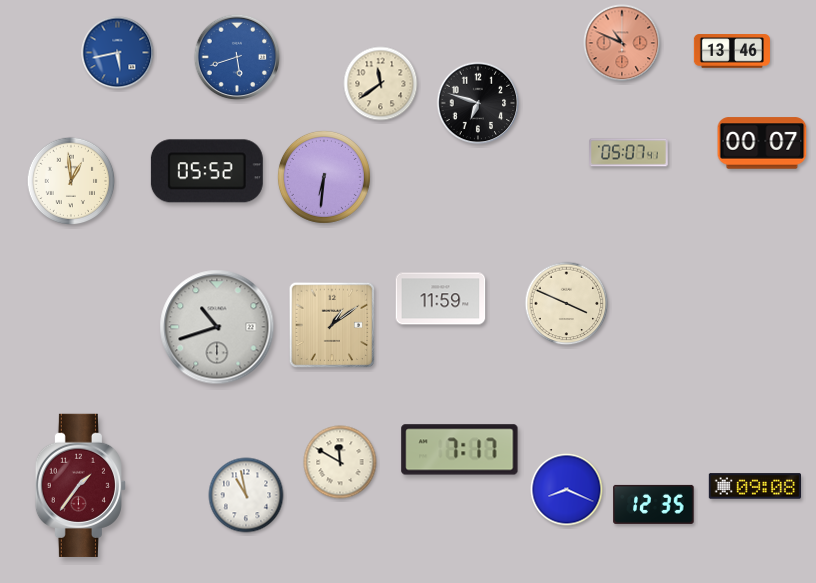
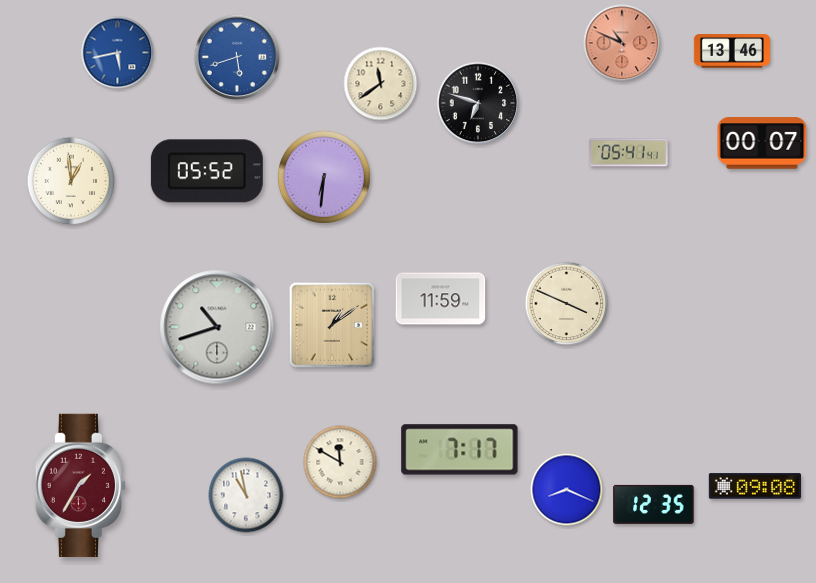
clock at (629, 153): 05:07 -> 05:41
clock at (80, 485): 1:36 -> 1:35
